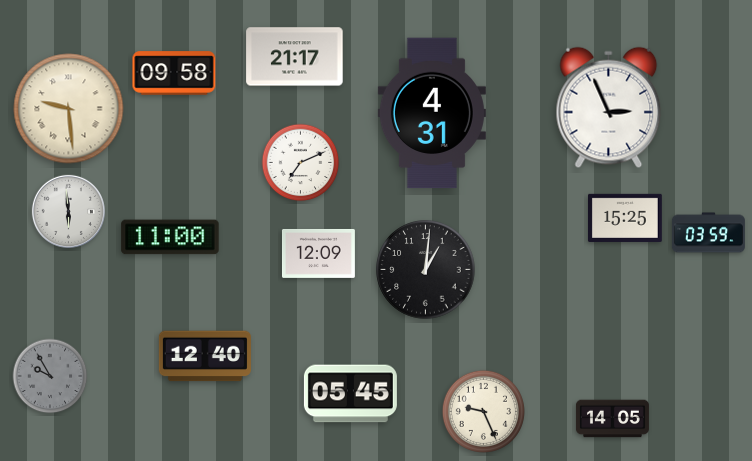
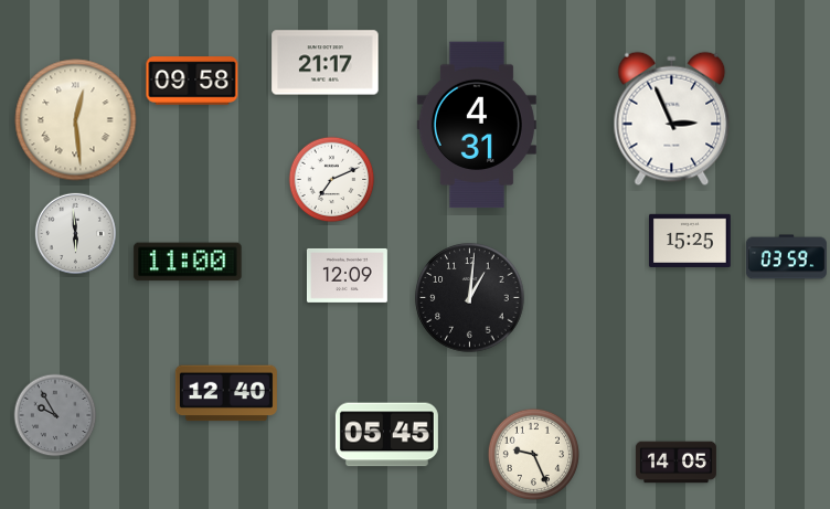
clock at (69, 109): 9:29 -> 12:29
clock at (708, 233) position: (708, 233) -> (786, 257)
clock at (318, 253) position: (318, 253) -> (347, 275)
